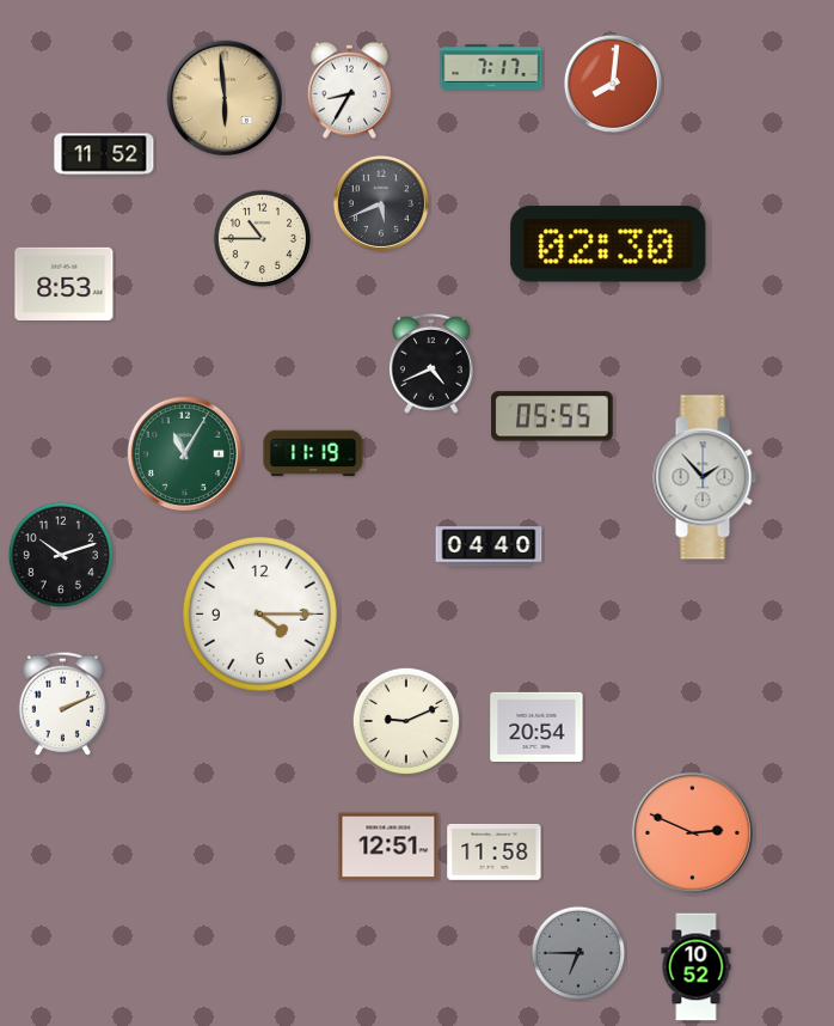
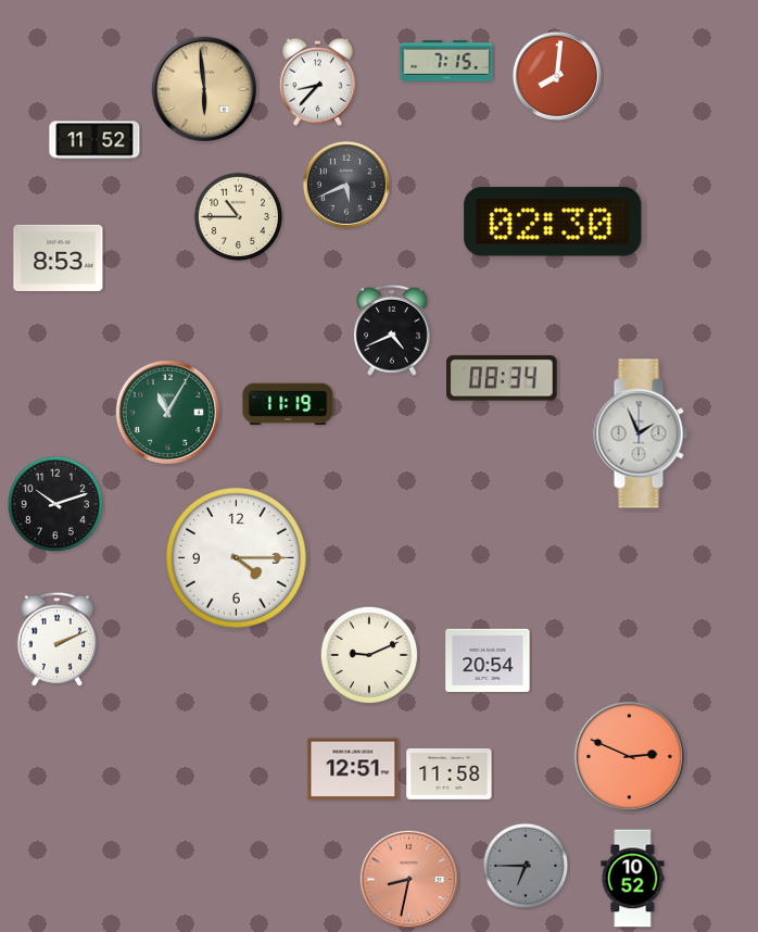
clock at (491, 67): 7:17 -> 7:15
clock at (349, 90): 8:35 -> 8:37
clock at (552, 416): 05:55 -> 08:34
clock at (313, 453) position: (313, 453) -> (288, 404)
clock at (705, 477): 1:53 -> 1:56
clock at (489, 546): 04:40 -> none
clock at (408, 879): none -> 8:32
